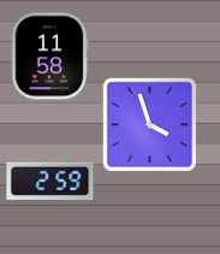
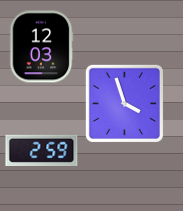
clock at (49, 57): 11:58 -> 12:03
